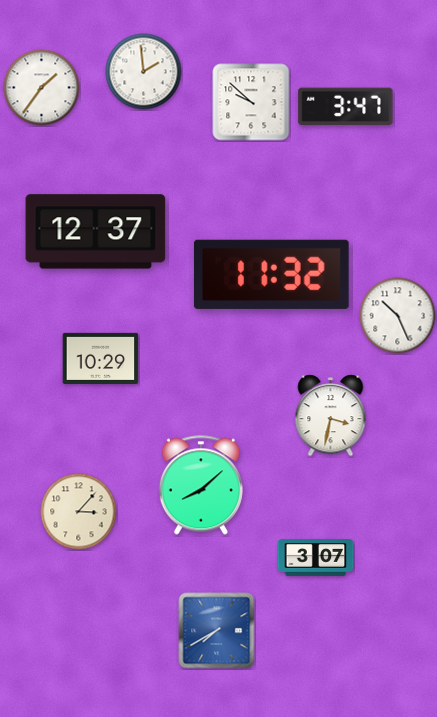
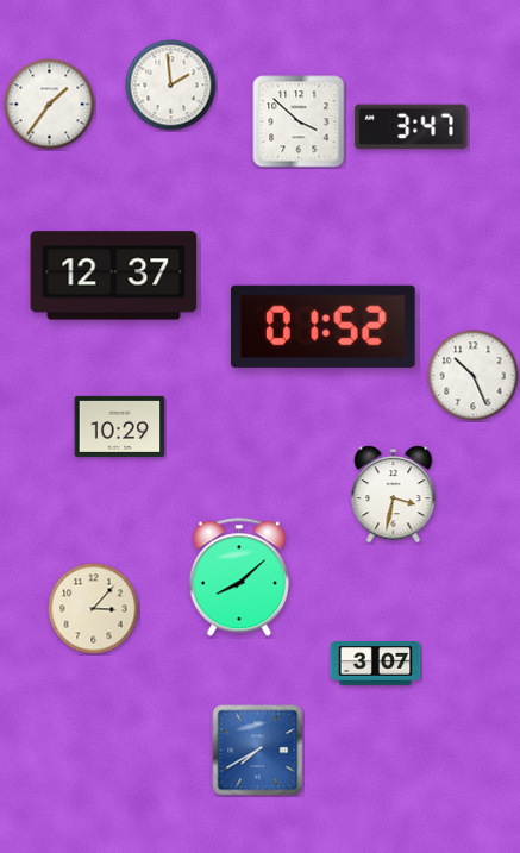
clock at (251, 102): 9:52 -> 3:52
clock at (271, 274): 11:32 -> 01:52
